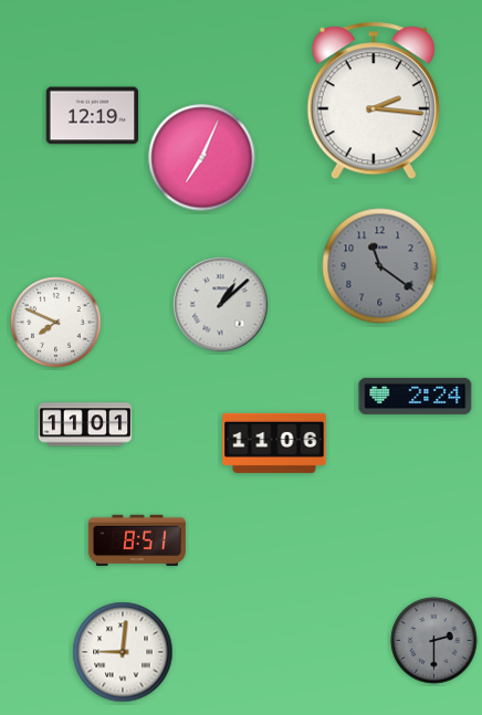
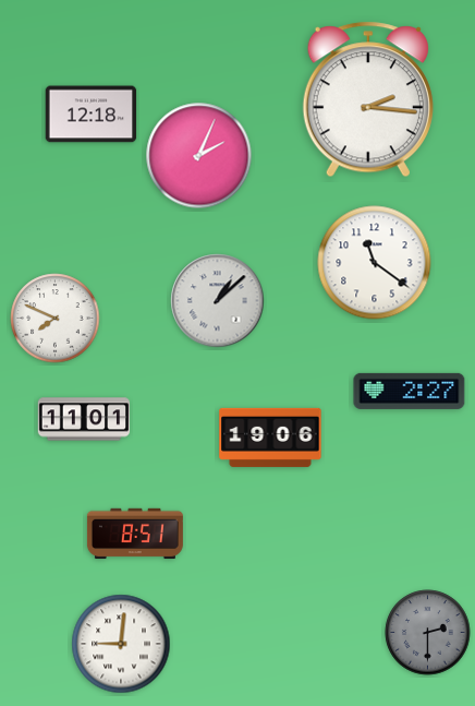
clock at (93, 116): 12:19 -> 12:18
clock at (202, 158): 7:04 -> 2:04
clock at (380, 266) dial: grey -> white
clock at (416, 396): 2:24 -> 2:27
clock at (274, 443): 11:06 -> 19:06
